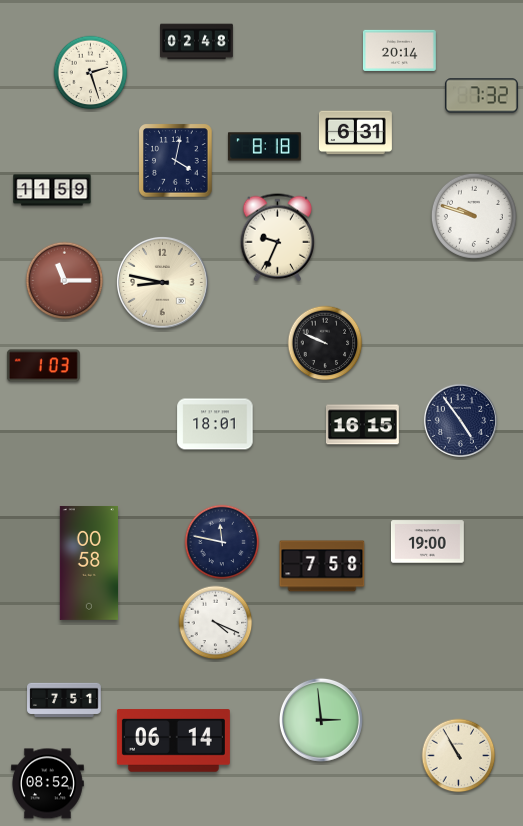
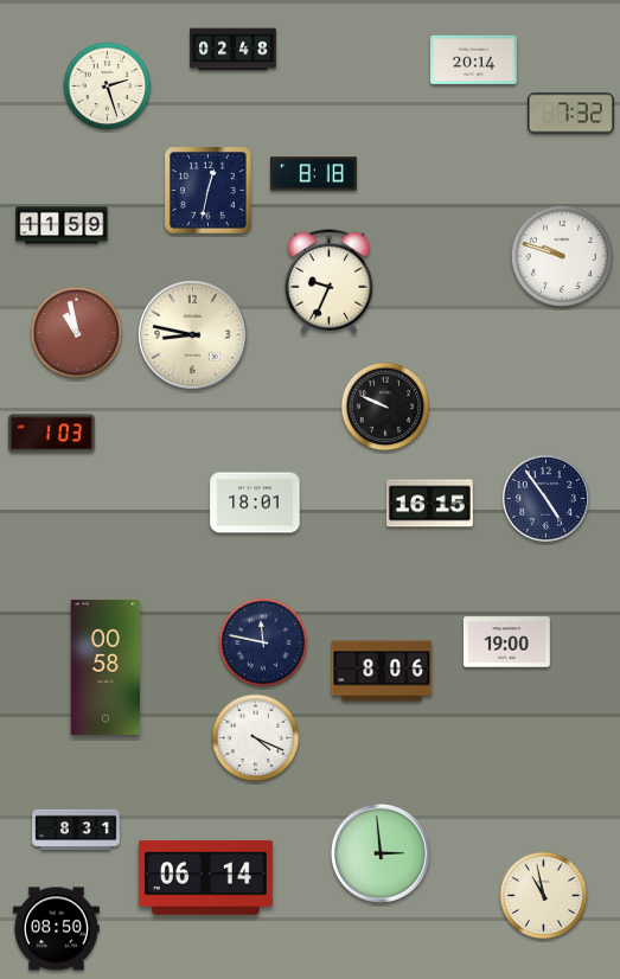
clock at (355, 133): 6:31 -> none
clock at (176, 161): 4:02 -> 12:32
clock at (65, 281): 11:15 -> 10:58
clock at (322, 566): 7:58 -> 8:06
clock at (64, 700): 7:51 -> 8:31
clock at (459, 756): 10:55 -> 10:58
clock at (47, 784): 08:52 -> 08:50
